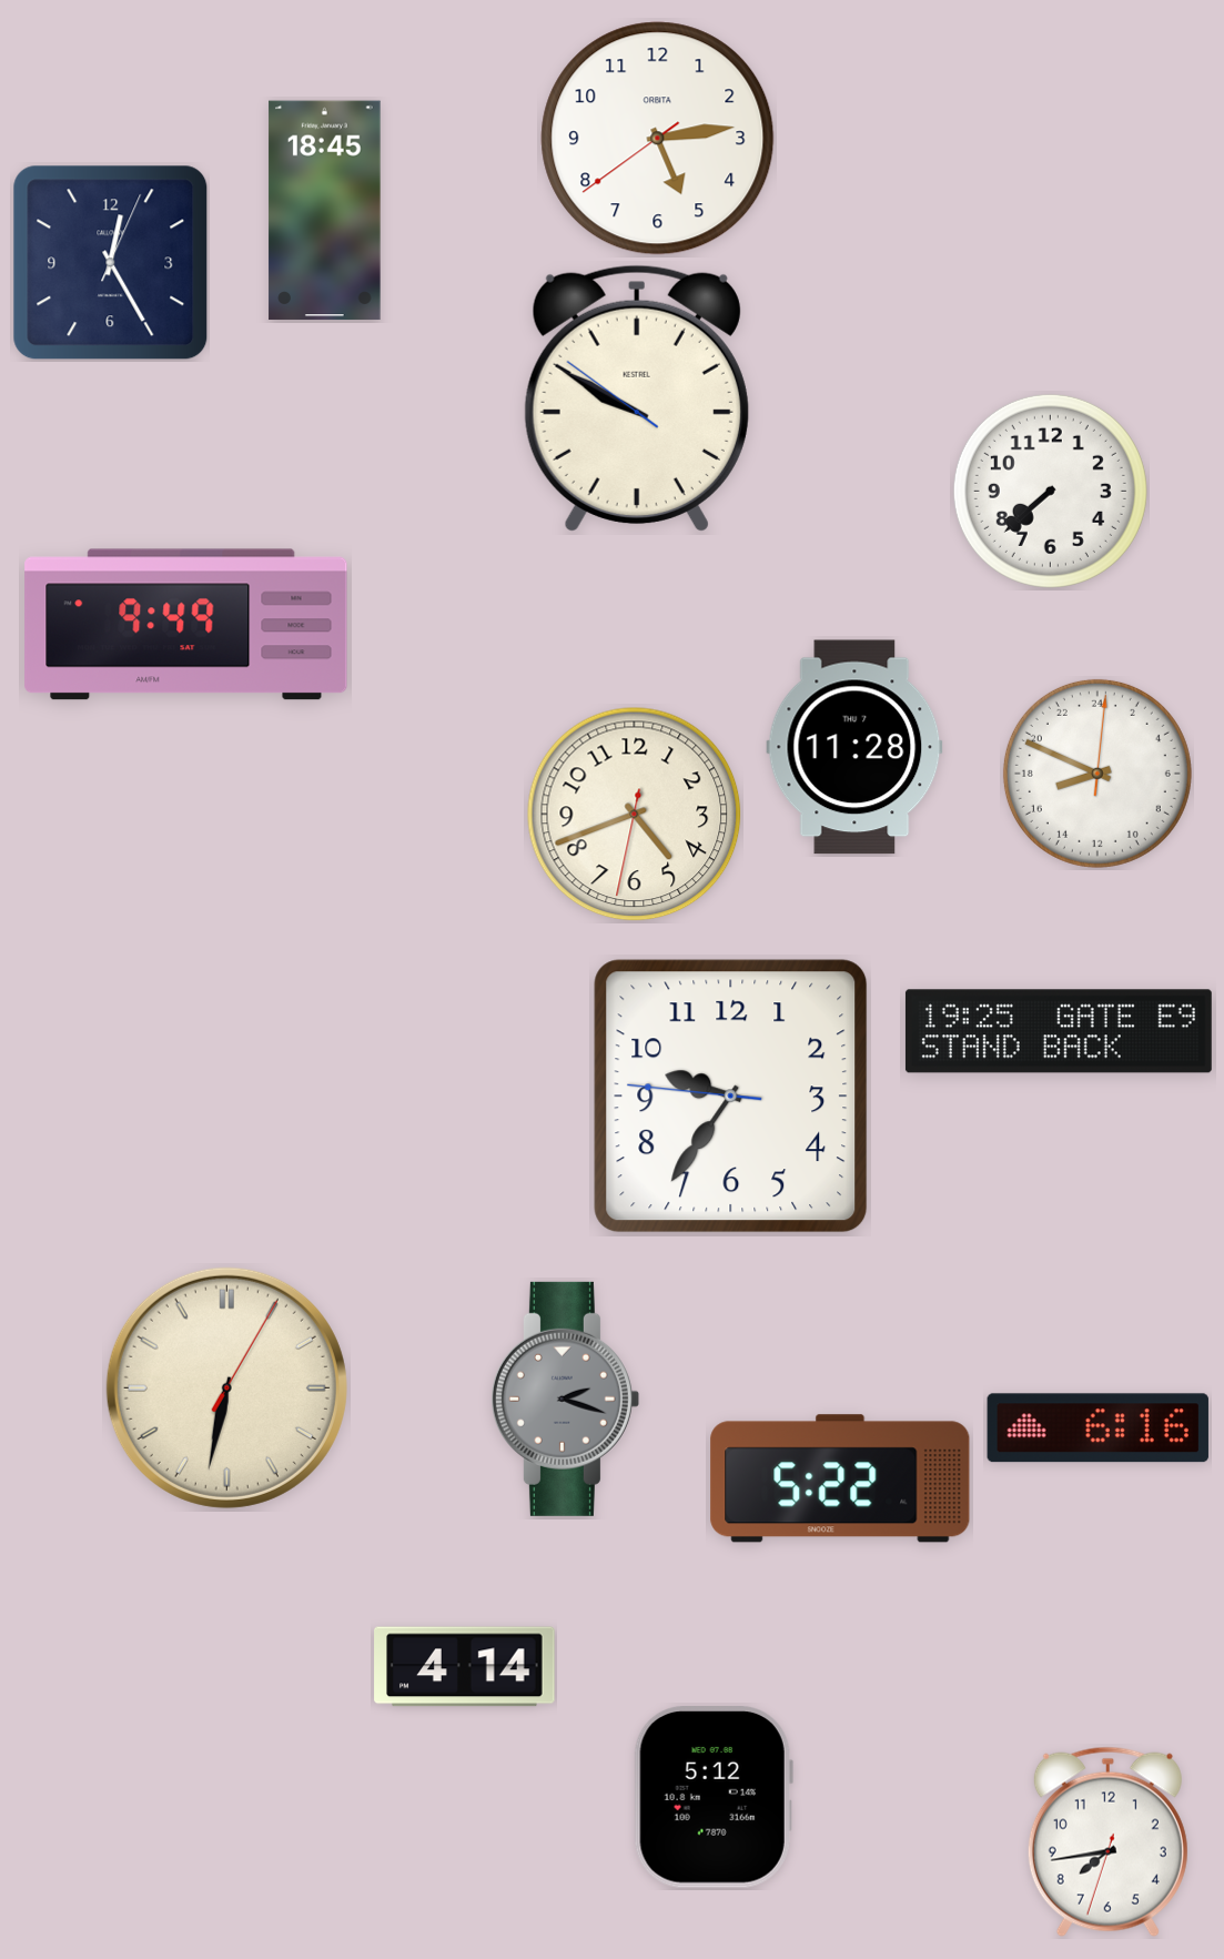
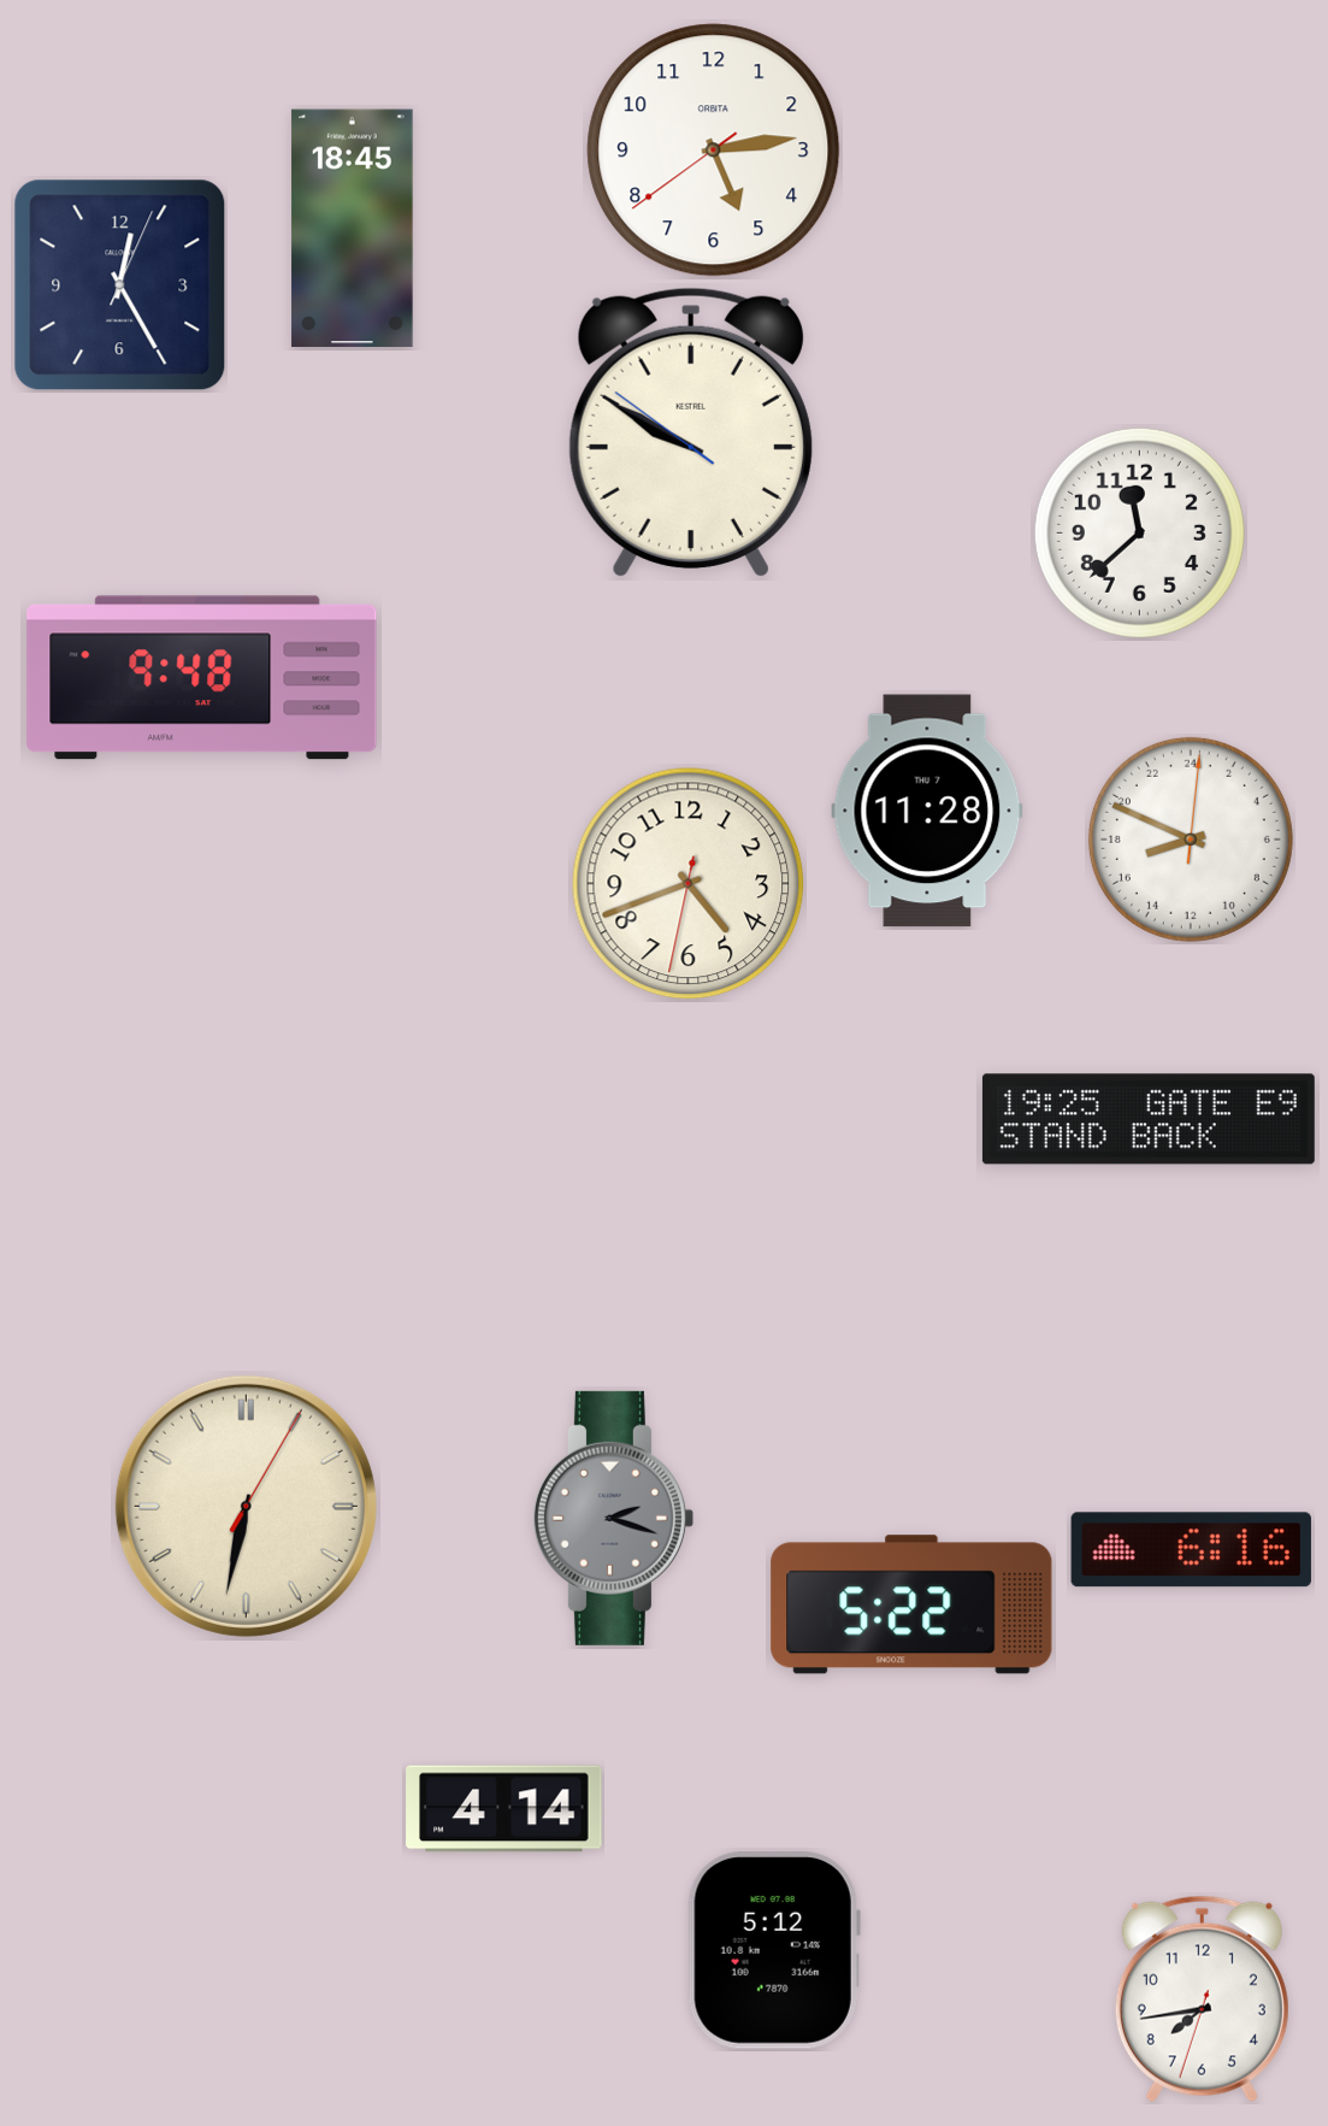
clock at (1050, 491): 7:38 -> 11:38
clock at (186, 625): 9:49 -> 9:48
clock at (731, 1097): 9:35 -> none
